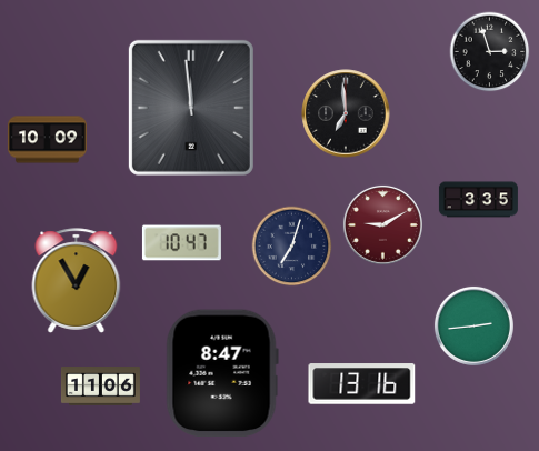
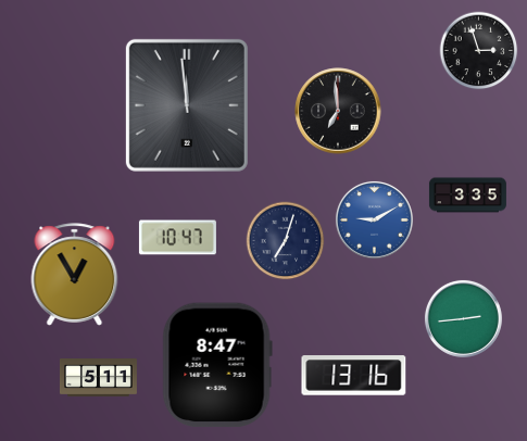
clock at (47, 140): 10:09 -> none
clock at (382, 224) dial: burgundy -> blue
clock at (100, 387): 11:06 -> 5:11
